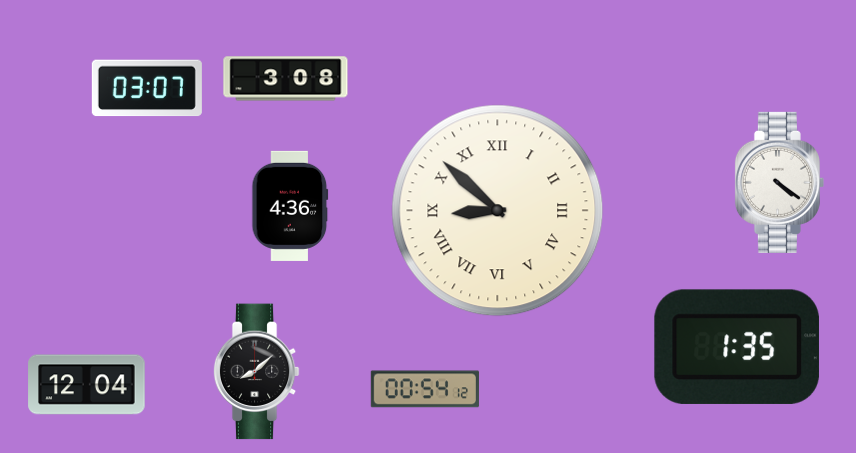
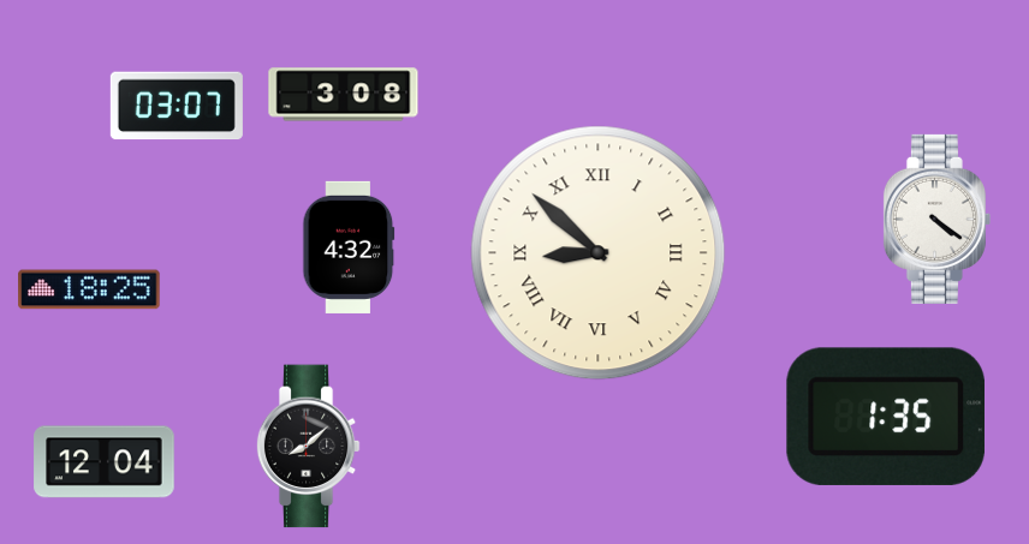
clock at (290, 206): 4:36 -> 4:32
clock at (89, 289): none -> 18:25
clock at (425, 389): 00:54 -> none
